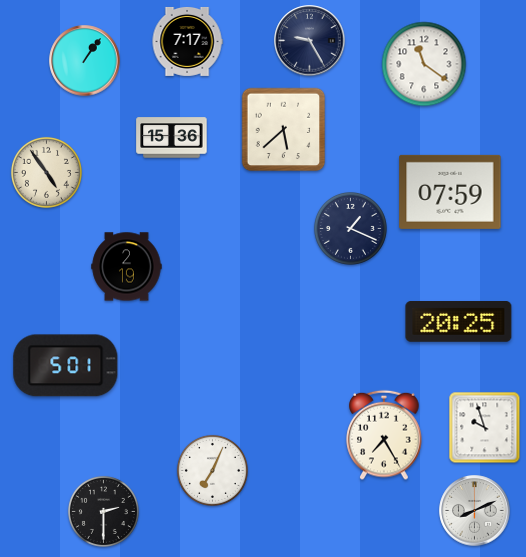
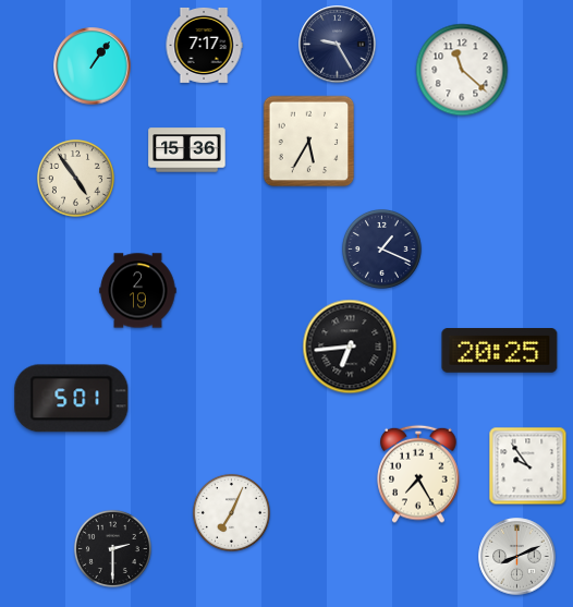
clock at (424, 64): 11:21 -> 11:22
clock at (284, 130): 5:38 -> 5:35
clock at (46, 172) position: (46, 172) -> (75, 178)
clock at (450, 192): 07:59 -> none
clock at (350, 347): none -> 6:44
clock at (485, 428): 9:57 -> 9:54
clock at (103, 511) position: (103, 511) -> (112, 548)
